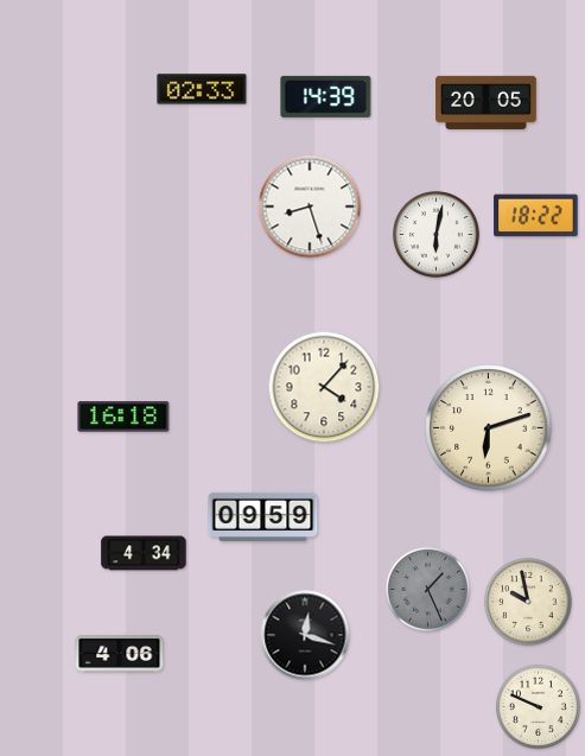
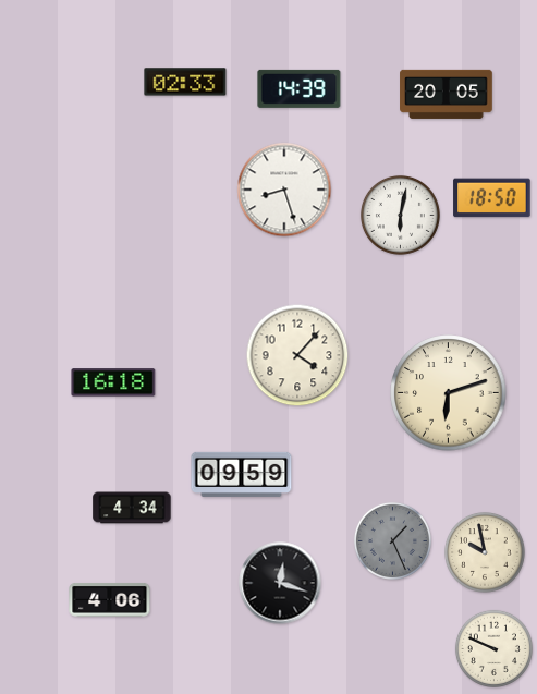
clock at (536, 216): 18:22 -> 18:50
